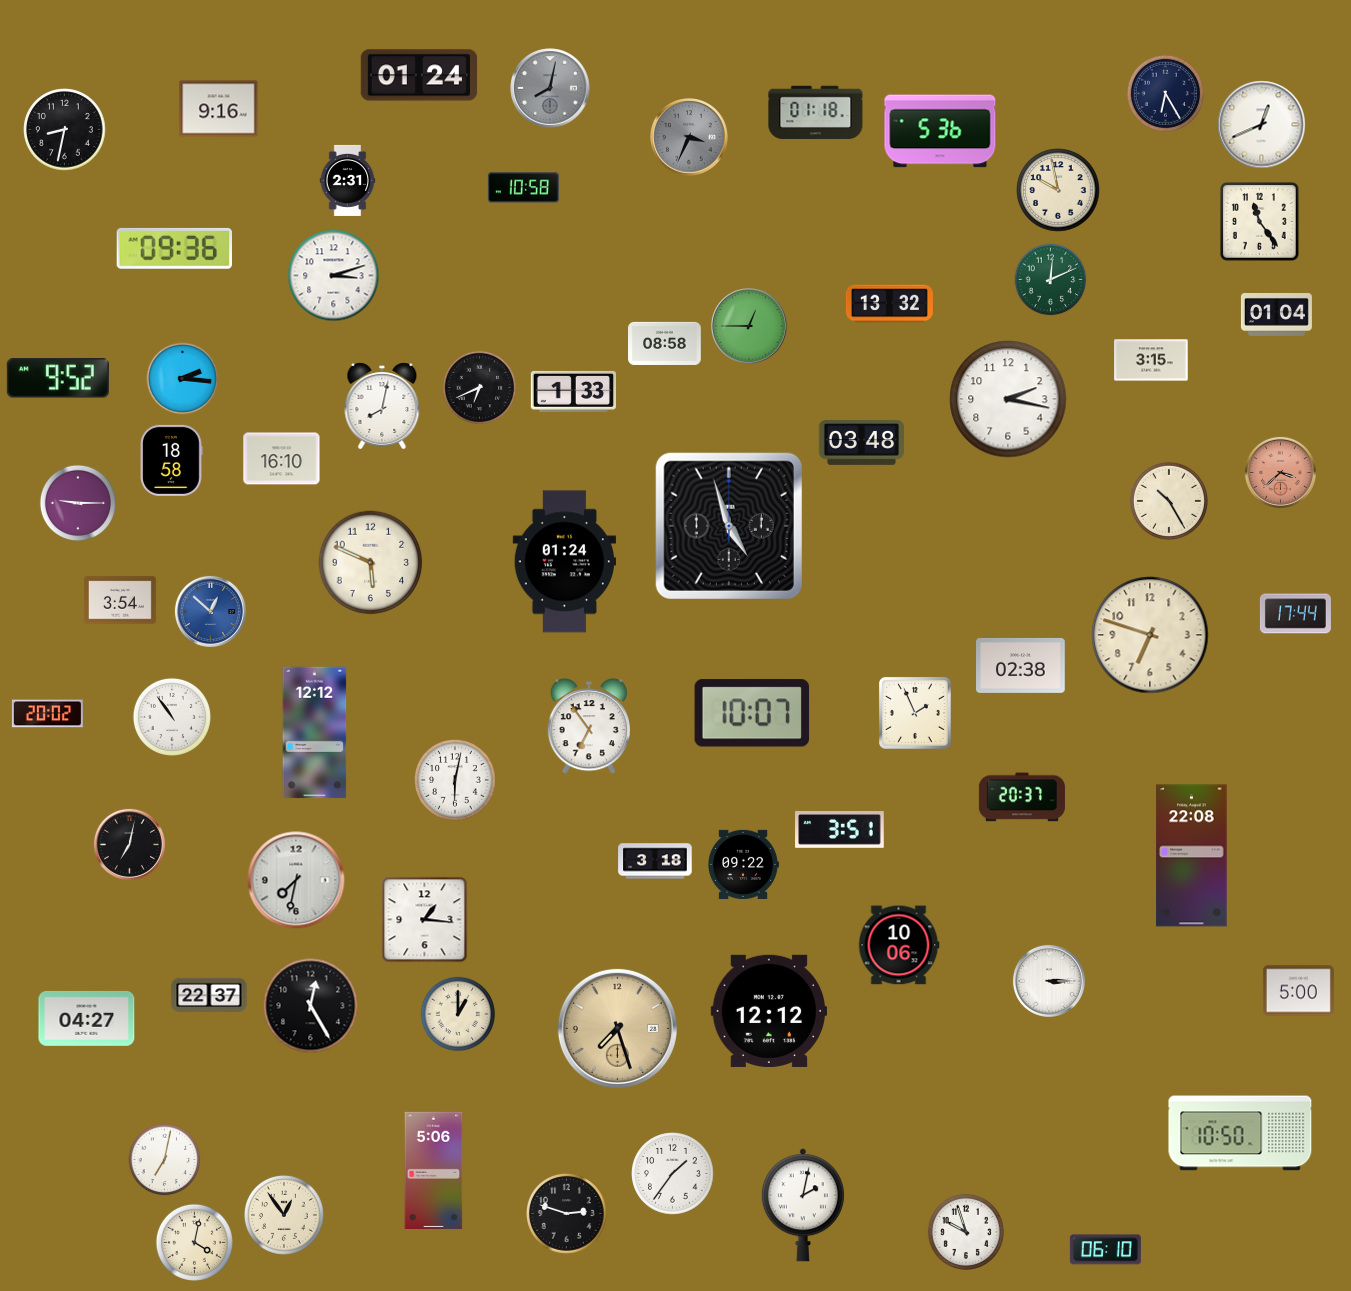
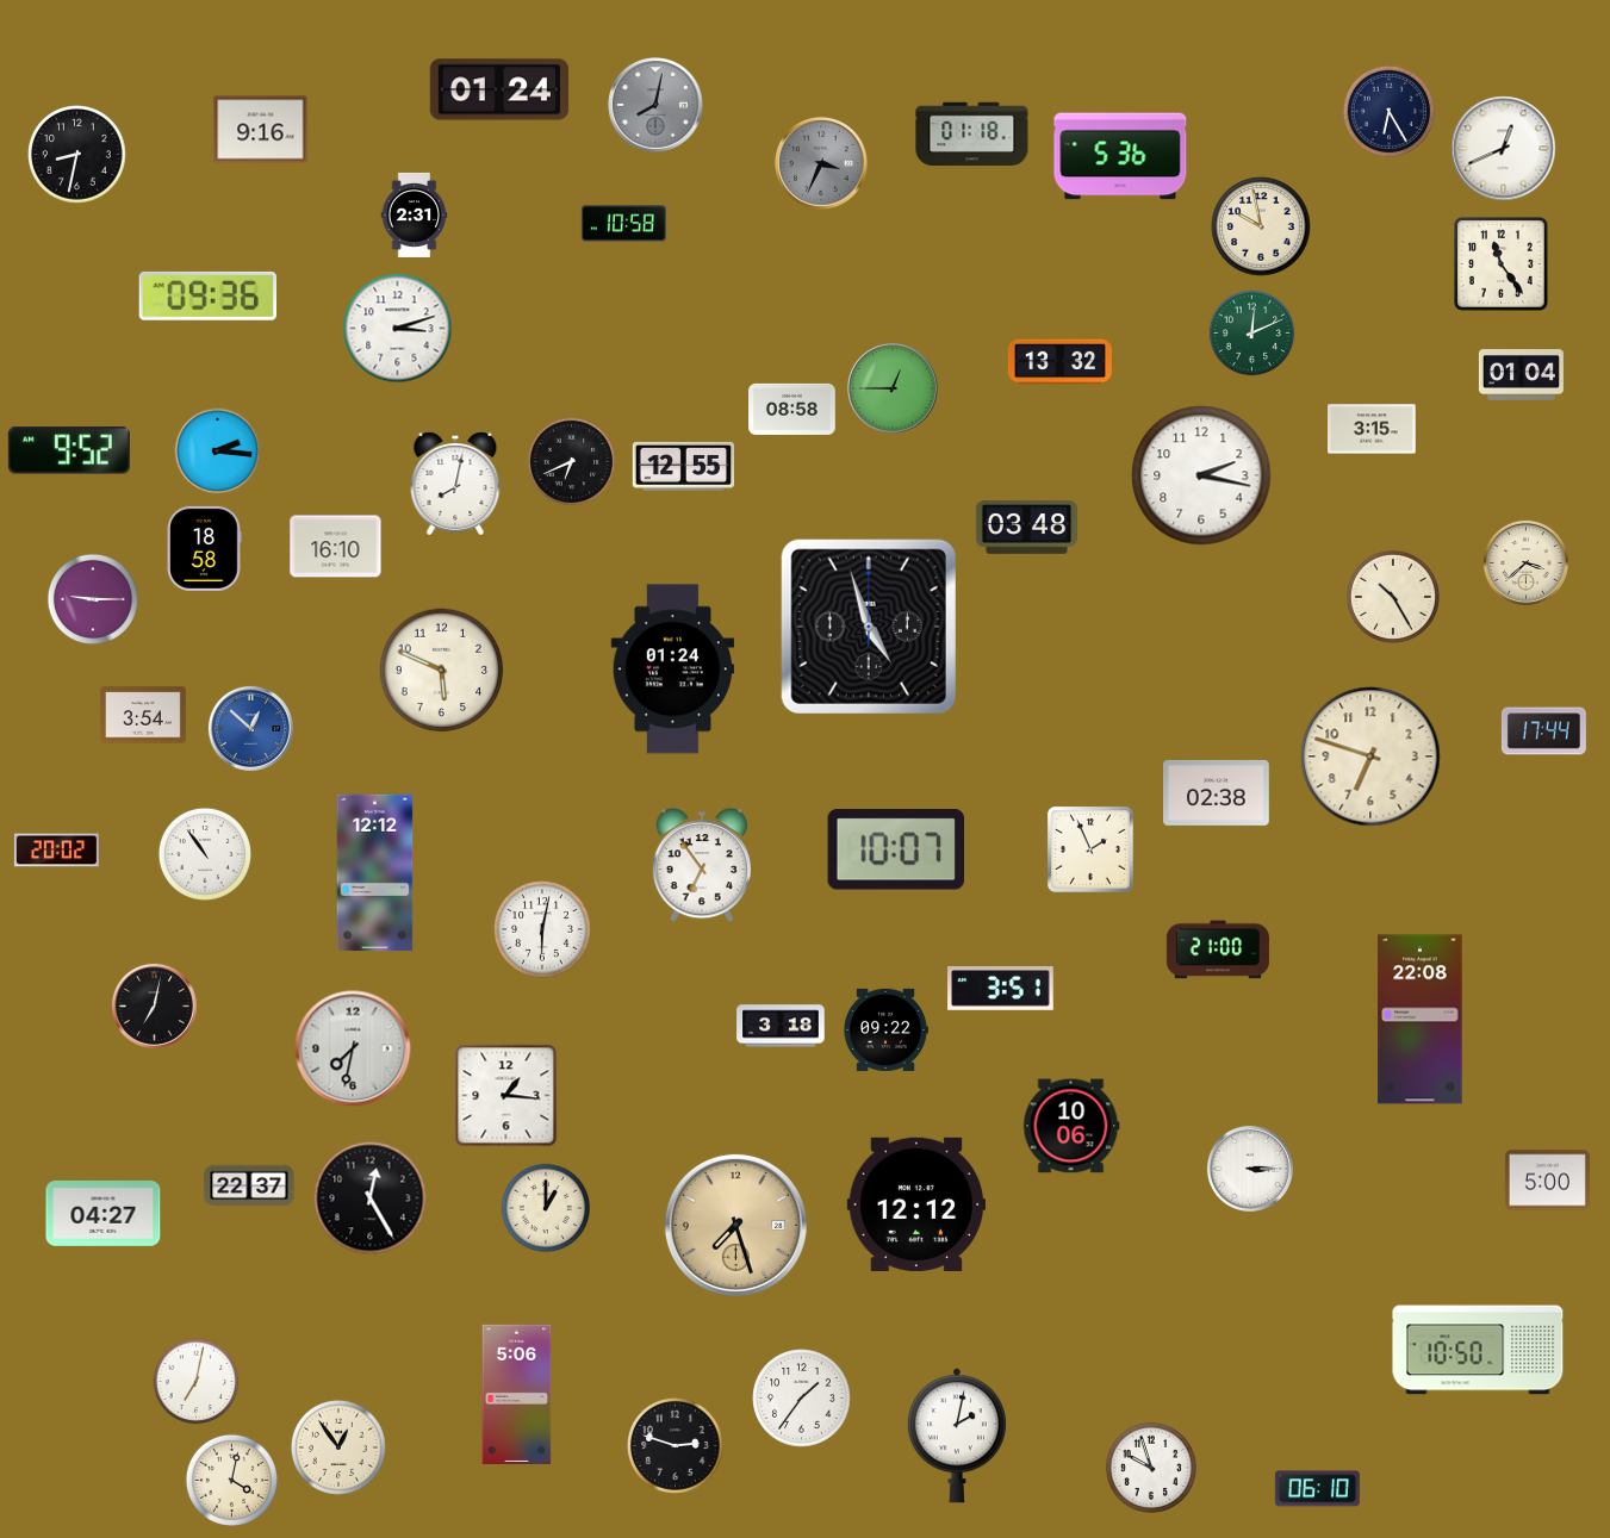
clock at (573, 391): 1:33 -> 12:55
clock at (1280, 472) dial: salmon -> cream
clock at (1022, 797): 20:37 -> 21:00
